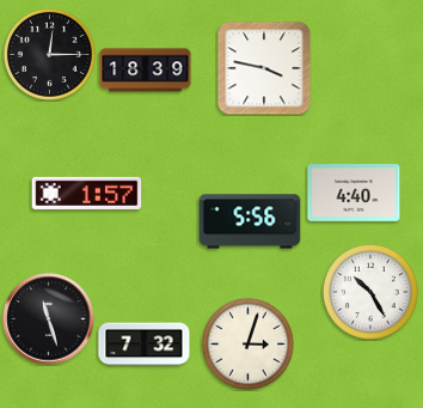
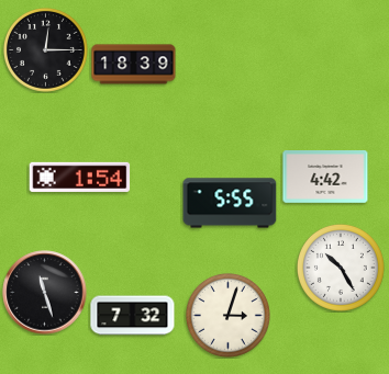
clock at (264, 68): 3:47 -> none
clock at (87, 193): 1:57 -> 1:54
clock at (354, 194): 4:40 -> 4:42
clock at (250, 221): 5:56 -> 5:55
